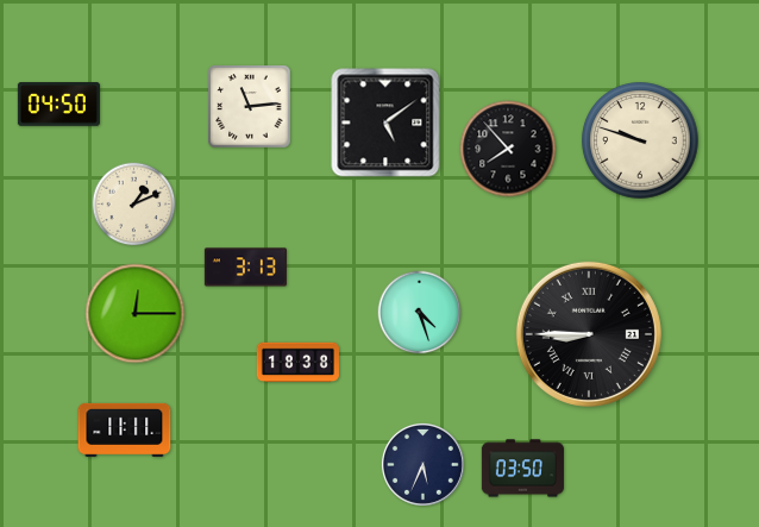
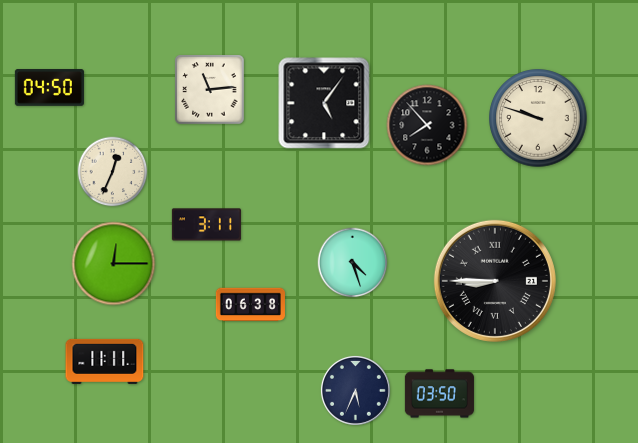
clock at (385, 123): 5:09 -> 5:06
clock at (134, 205): 1:11 -> 12:34
clock at (245, 268): 3:13 -> 3:11
clock at (297, 363): 18:38 -> 06:38
